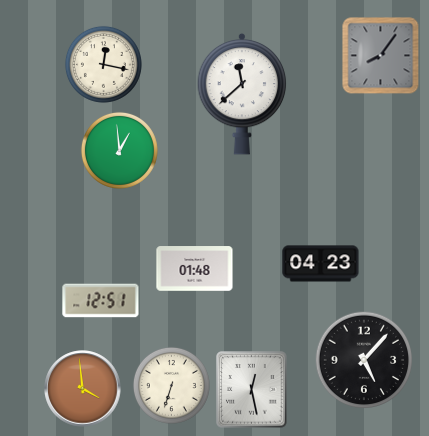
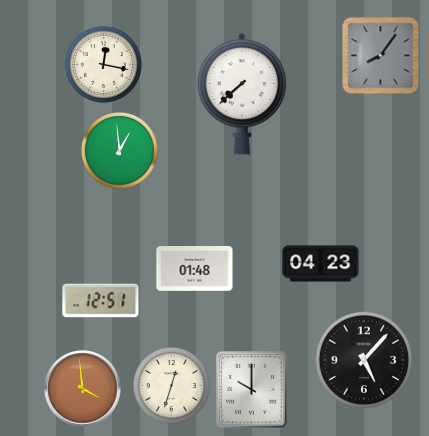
clock at (242, 94): 11:38 -> 7:38
clock at (171, 385): 6:33 -> 12:33
clock at (252, 390): 12:28 -> 10:00
